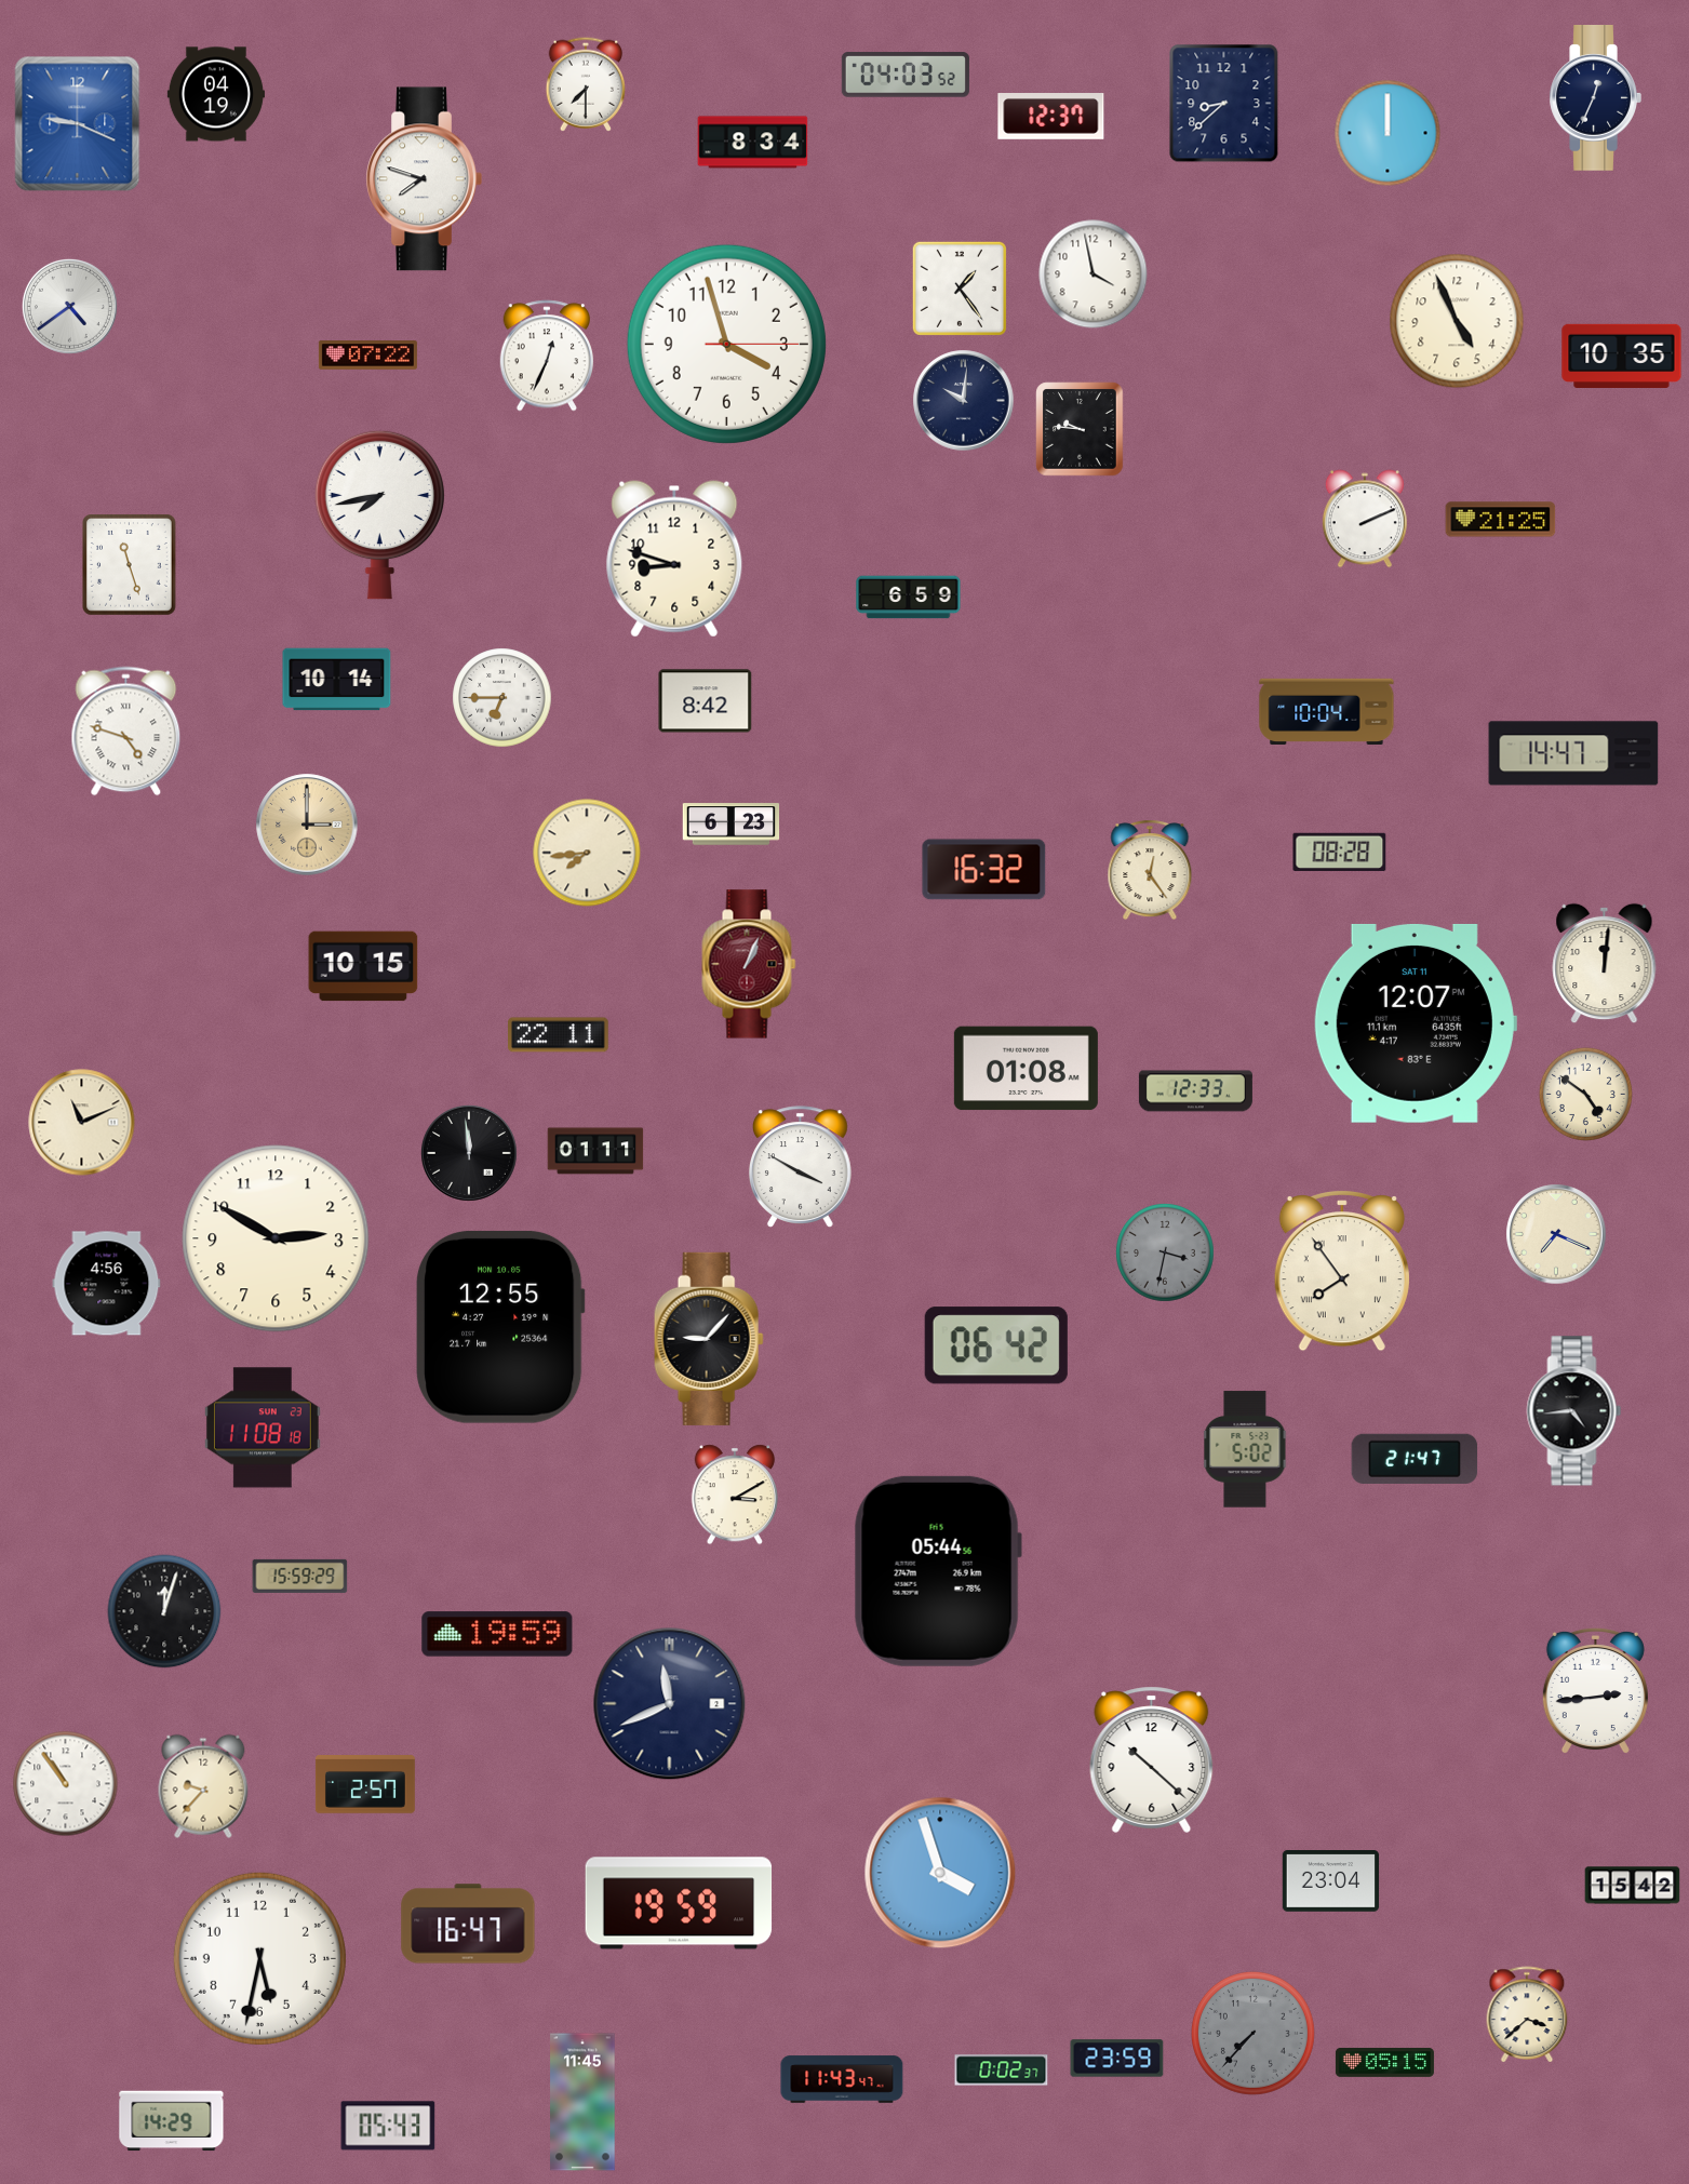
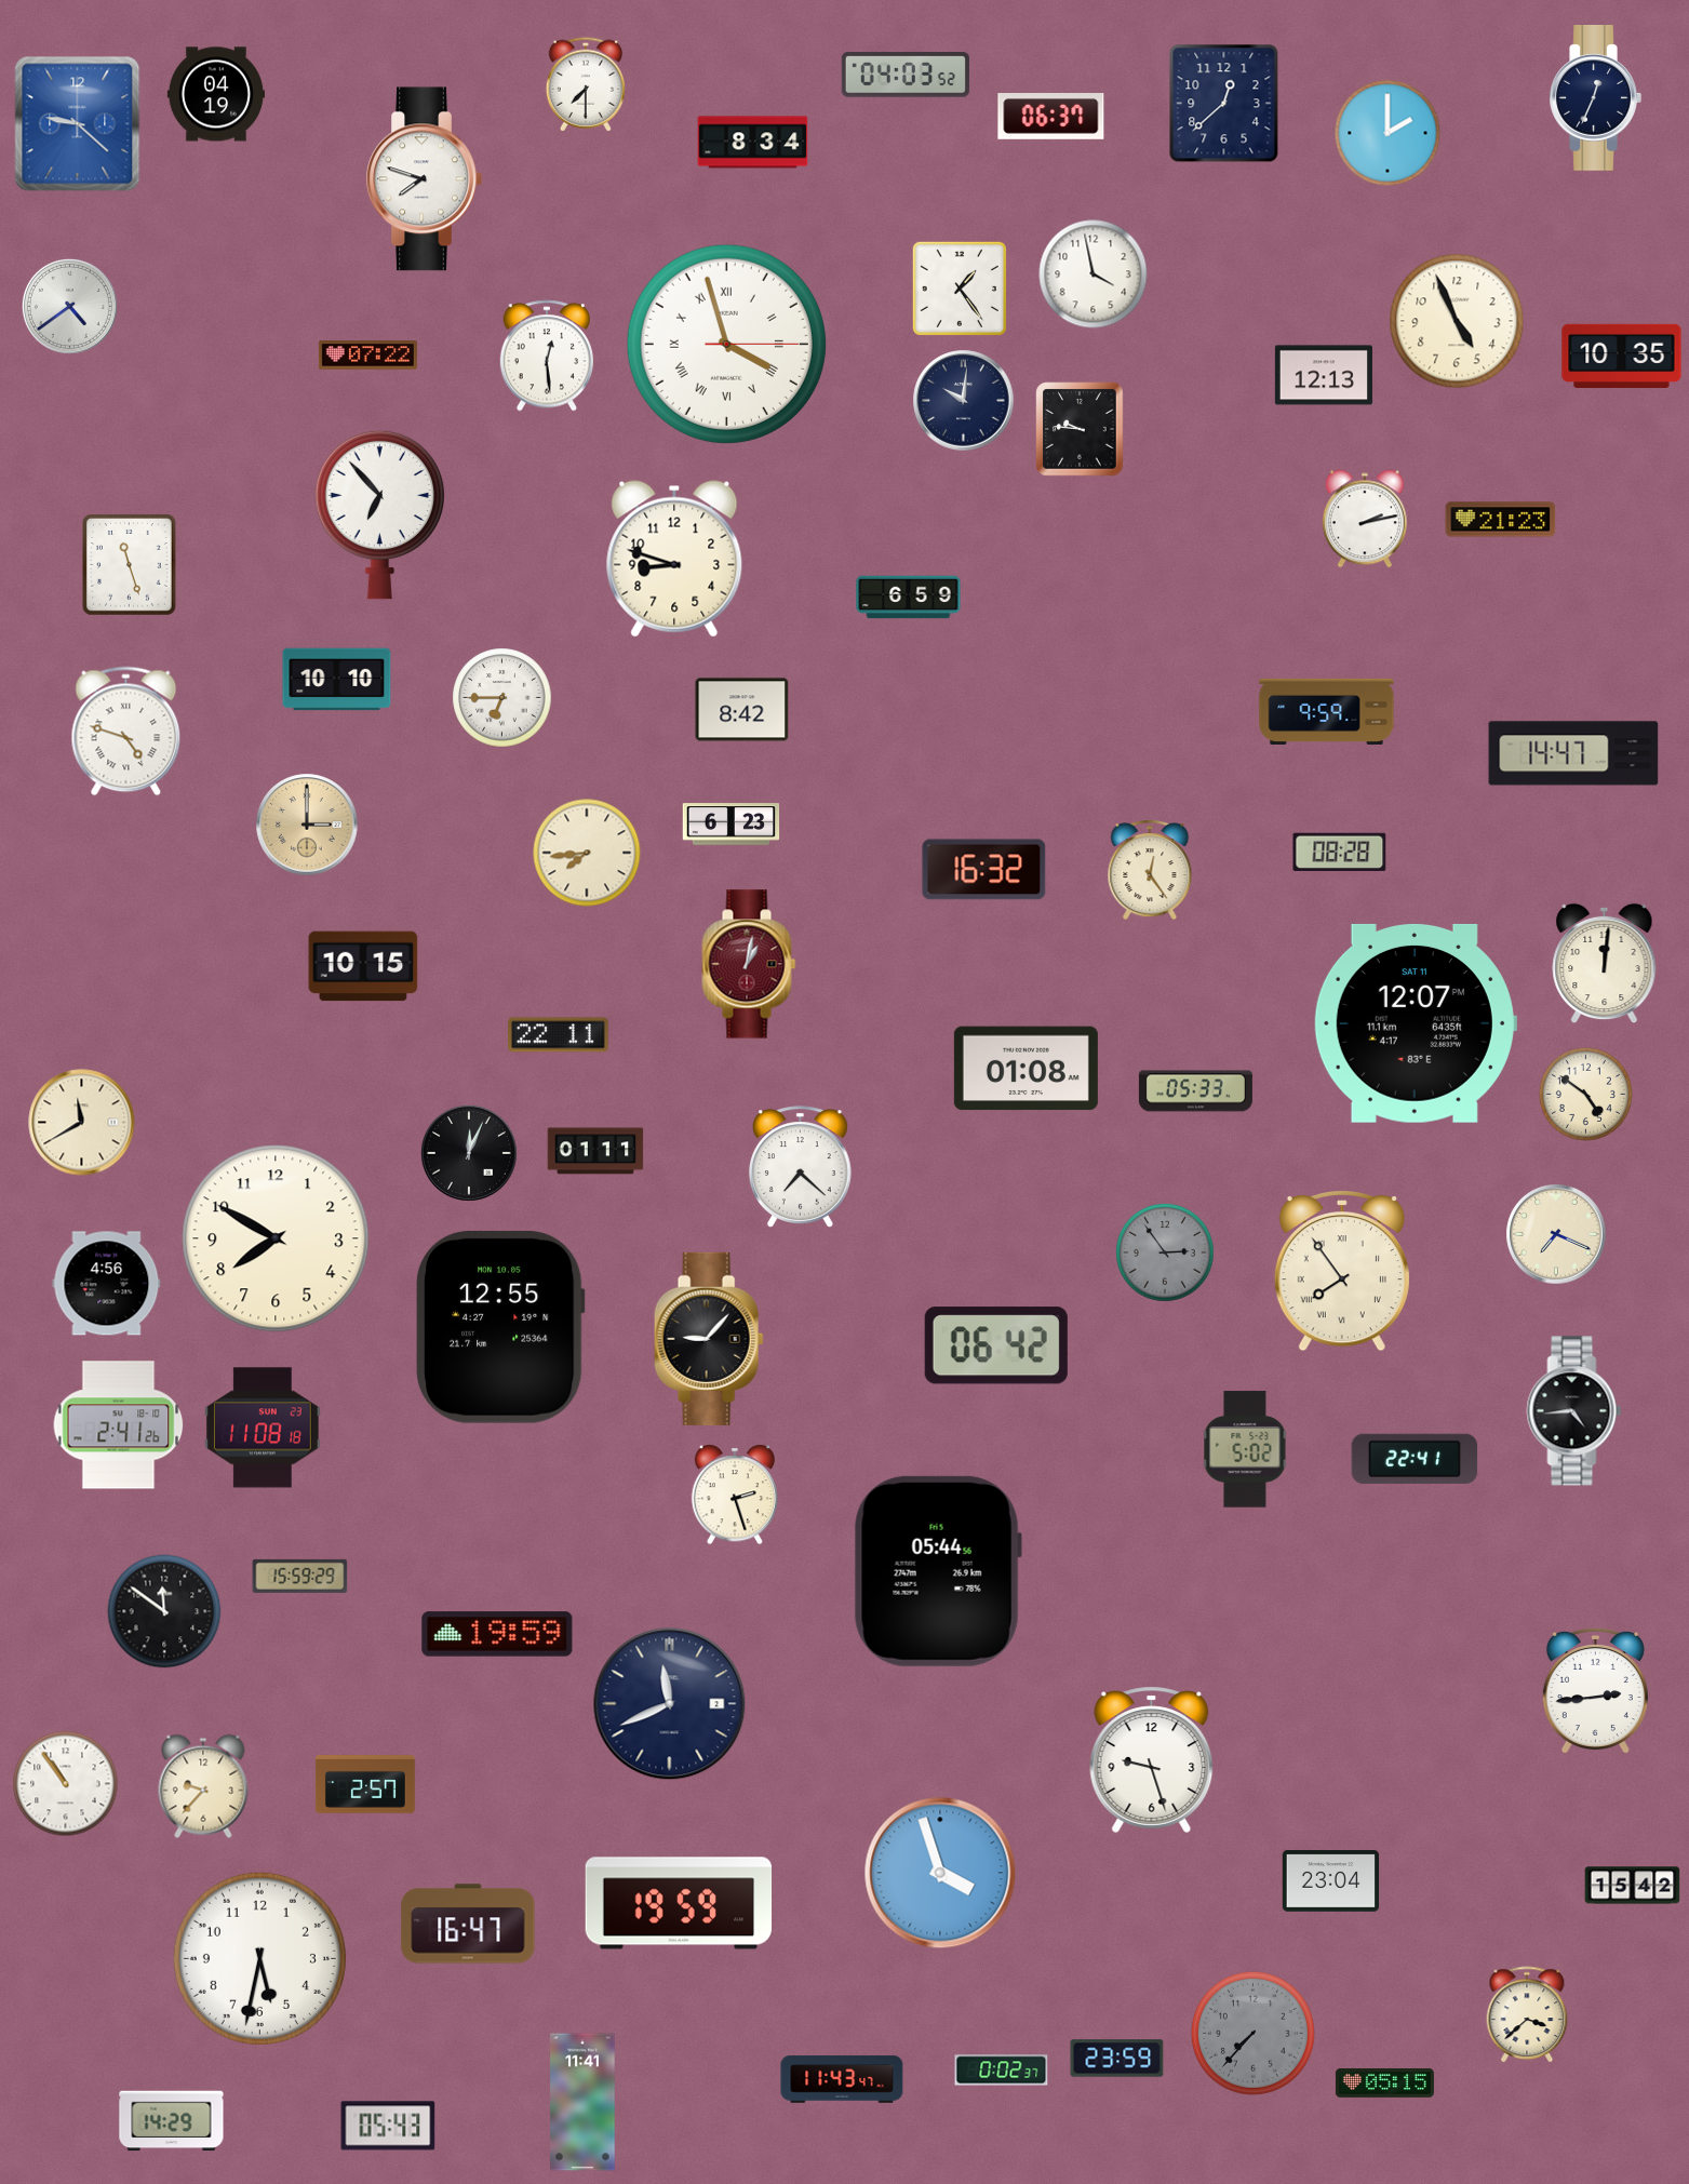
clock at (1224, 104): 8:38 -> 12:38
clock at (1051, 117): 12:37 -> 06:37
clock at (78, 124): 9:19 -> 9:22
clock at (1388, 133): 12:00 -> 2:00
clock at (726, 344) numerals: Arabic -> Roman
clock at (546, 356): 12:34 -> 12:29
clock at (1324, 375): none -> 12:13
clock at (379, 514): 7:43 -> 6:53
clock at (1365, 519): 2:11 -> 2:13
clock at (1501, 520): 21:25 -> 21:23
clock at (337, 680): 10:14 -> 10:10
clock at (706, 701) position: (706, 701) -> (742, 710)
clock at (1327, 711): 10:04 -> 9:59
clock at (749, 964): 1:04 -> 1:02
clock at (1195, 1091): 12:33 -> 05:33
clock at (82, 1123): 11:11 -> 11:40
clock at (469, 1153): 11:59 -> 12:04
clock at (800, 1167): 3:50 -> 7:22
clock at (276, 1238): 2:50 -> 7:50
clock at (1165, 1252): 3:32 -> 2:54
clock at (119, 1425): none -> 2:41
clock at (1415, 1459): 21:47 -> 22:41
clock at (734, 1495): 3:10 -> 2:27
clock at (164, 1611): 12:03 -> 11:51
clock at (1152, 1759): 10:22 -> 9:27
clock at (1384, 2062) position: (1384, 2062) -> (1384, 2082)
clock at (582, 2102): 11:45 -> 11:41
